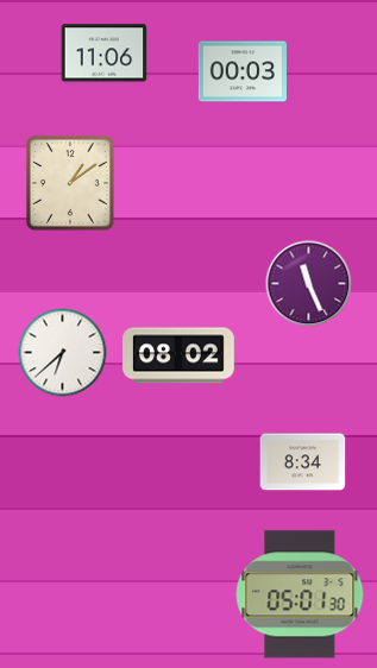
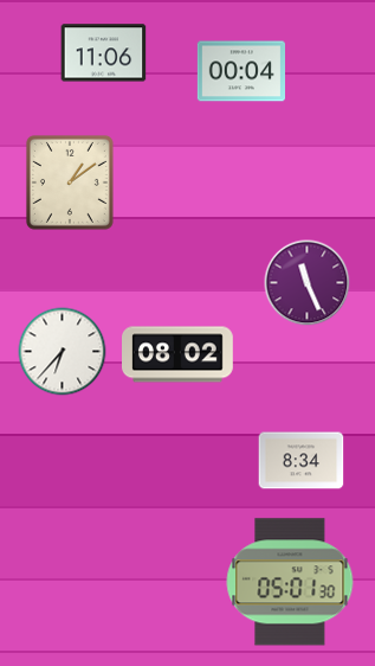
clock at (241, 71): 00:03 -> 00:04
clock at (63, 353): 6:38 -> 6:37
clock at (300, 594) position: (300, 594) -> (290, 582)
